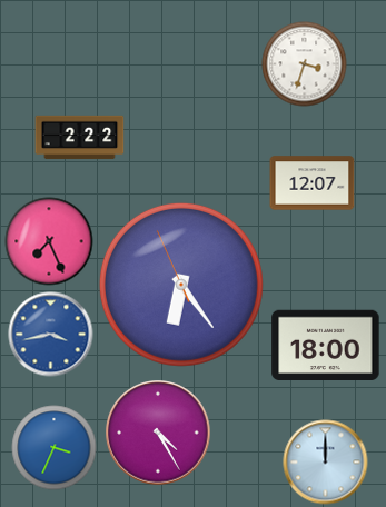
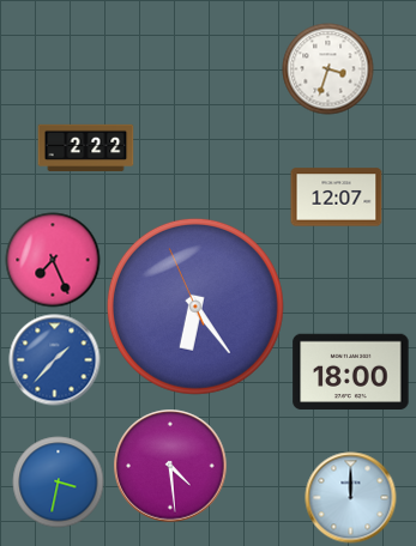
clock at (51, 335): 3:43 -> 1:37
clock at (158, 433): 4:25 -> 4:29
clock at (55, 448): 3:34 -> 3:32
